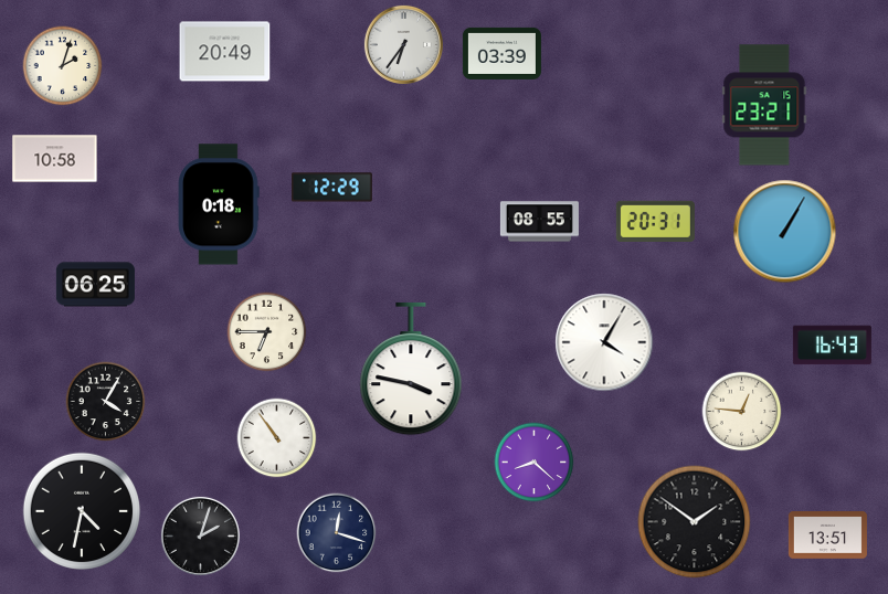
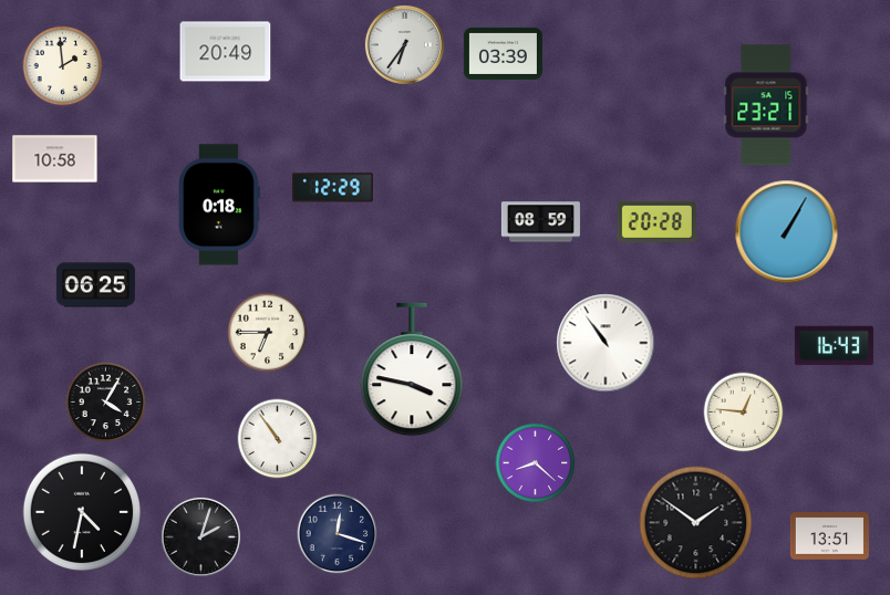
clock at (63, 66): 2:03 -> 1:59
clock at (655, 221): 20:31 -> 20:28
clock at (539, 222): 08:55 -> 08:59
clock at (604, 342): 4:05 -> 10:54
